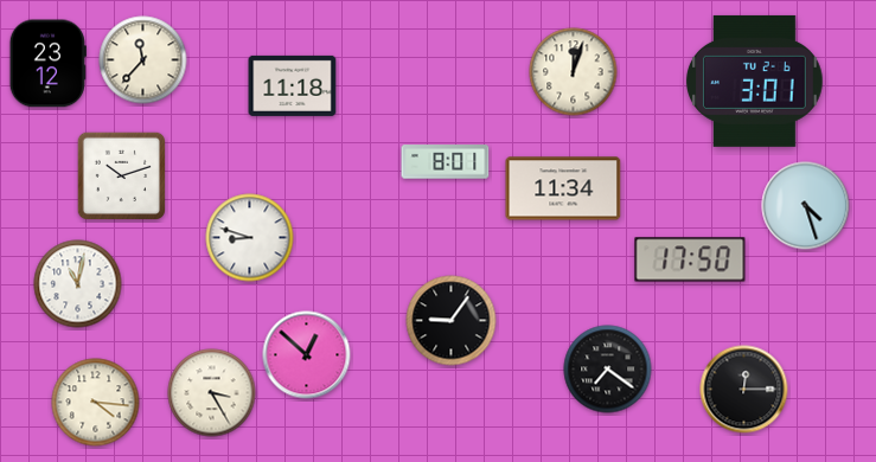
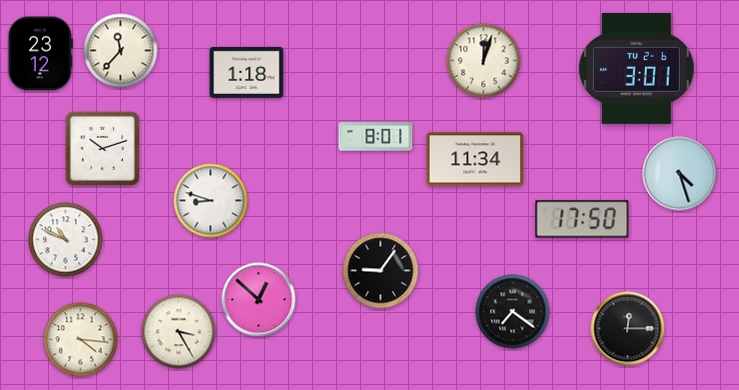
clock at (293, 85): 11:18 -> 1:18
clock at (78, 284): 11:02 -> 10:49
